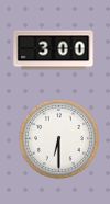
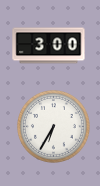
clock at (58, 138): 6:30 -> 6:35
